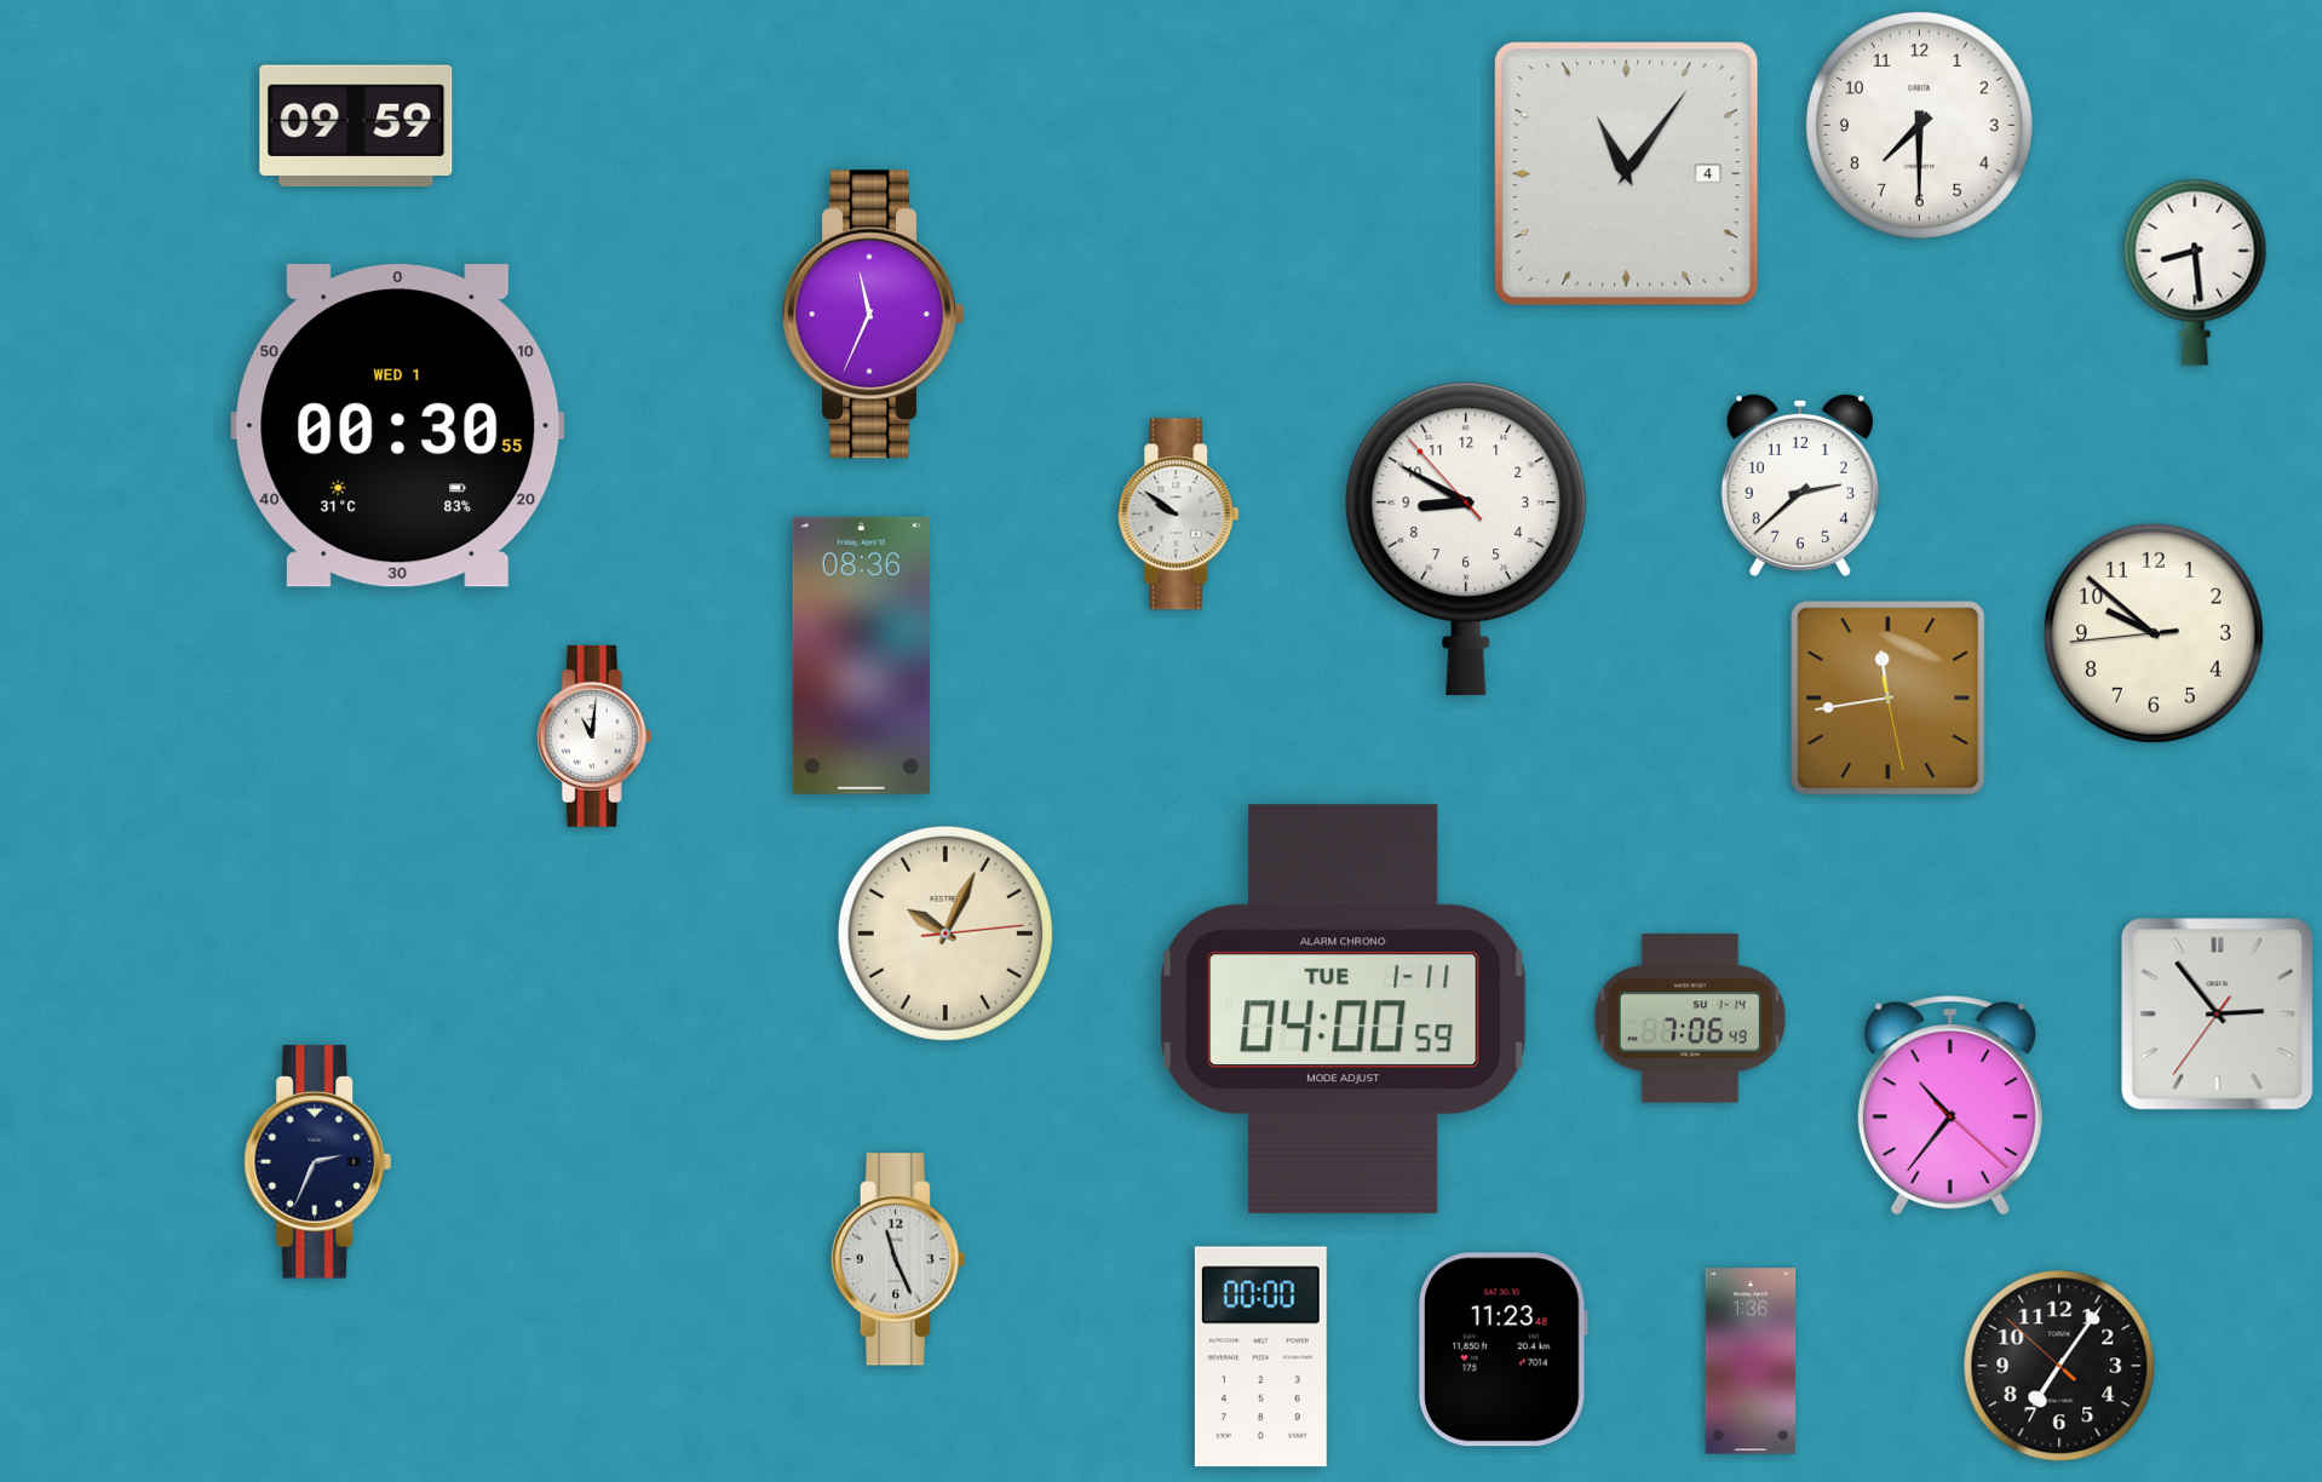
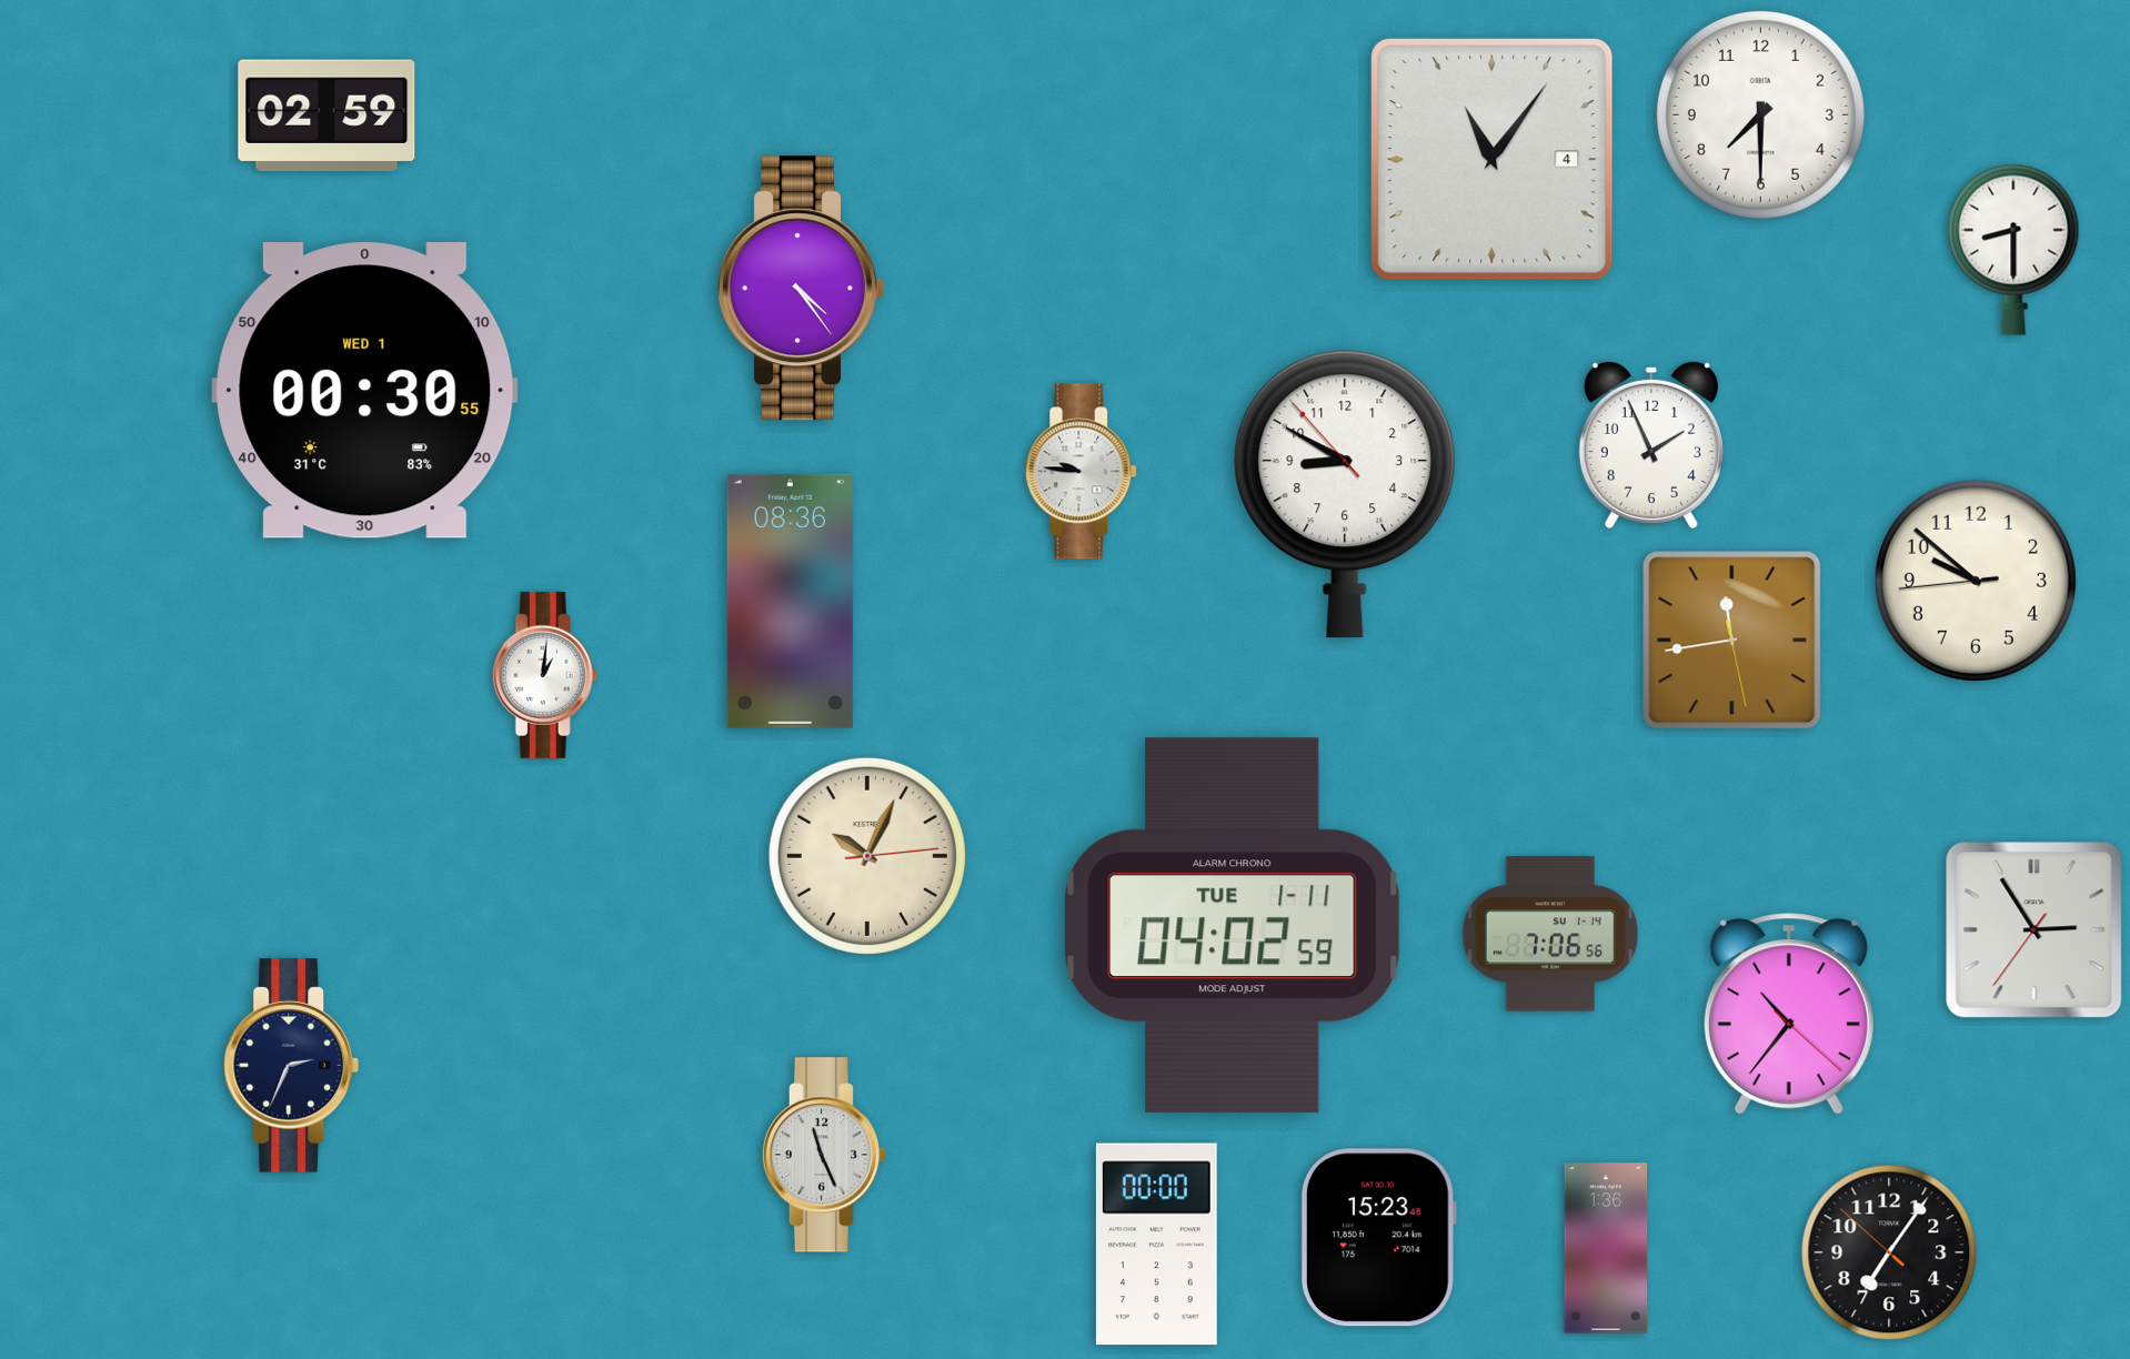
clock at (356, 126): 09:59 -> 02:59
clock at (2195, 272): 8:29 -> 8:30
clock at (873, 315): 11:34 -> 4:24
clock at (1800, 486): 2:38 -> 1:56
clock at (1179, 515): 9:51 -> 9:46
clock at (594, 736): 11:01 -> 1:01
clock at (1344, 1010): 04:00 -> 04:02
clock at (2218, 1015): 2:53 -> 2:54
clock at (1690, 1018): 7:06:49 -> 7:06:56
clock at (1502, 1350): 11:23 -> 15:23
